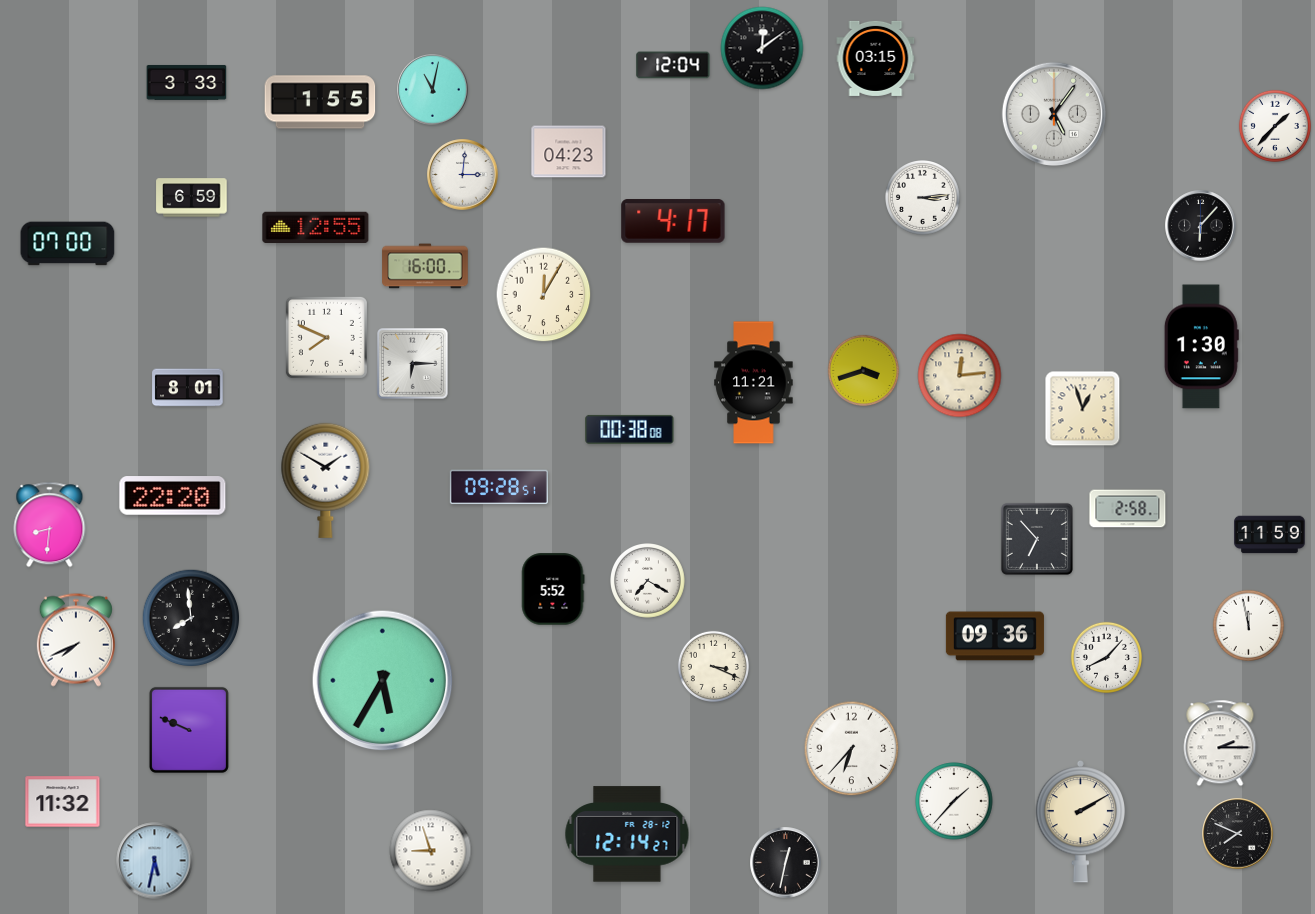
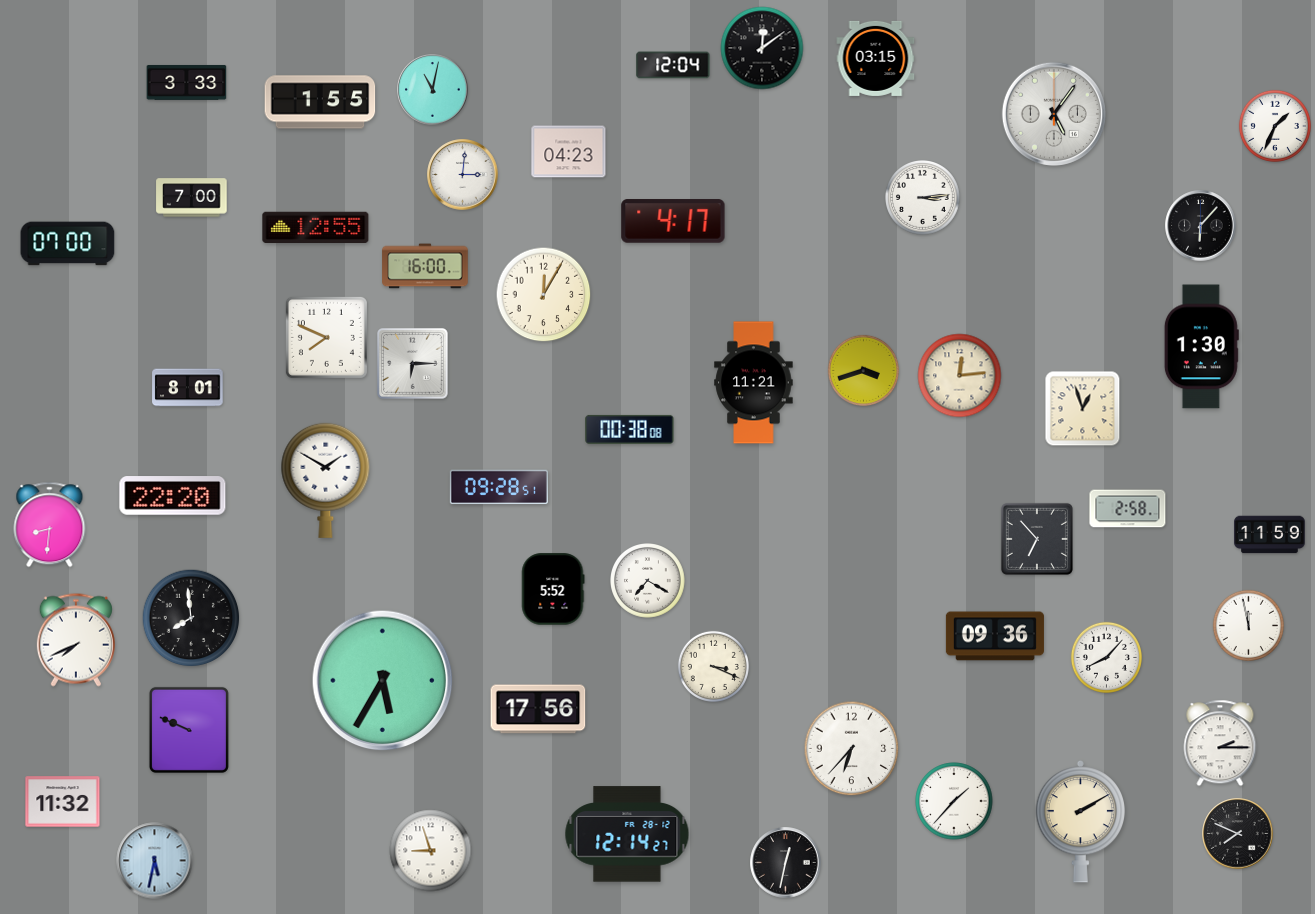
clock at (1275, 126): 1:37 -> 1:34
clock at (192, 198): 6:59 -> 7:00
clock at (538, 709): none -> 17:56
